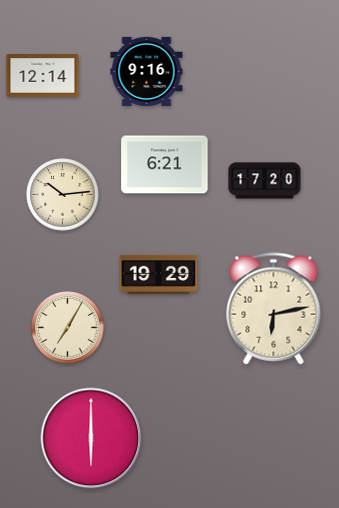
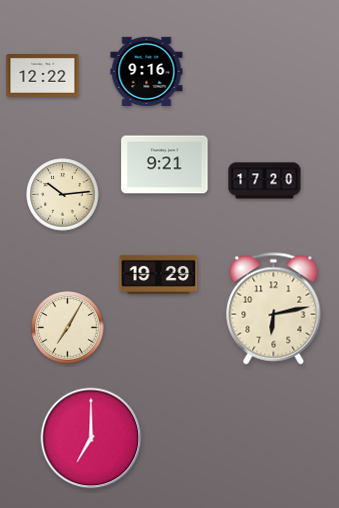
clock at (43, 76): 12:14 -> 12:22
clock at (165, 165): 6:21 -> 9:21
clock at (91, 438): 6:00 -> 7:00
